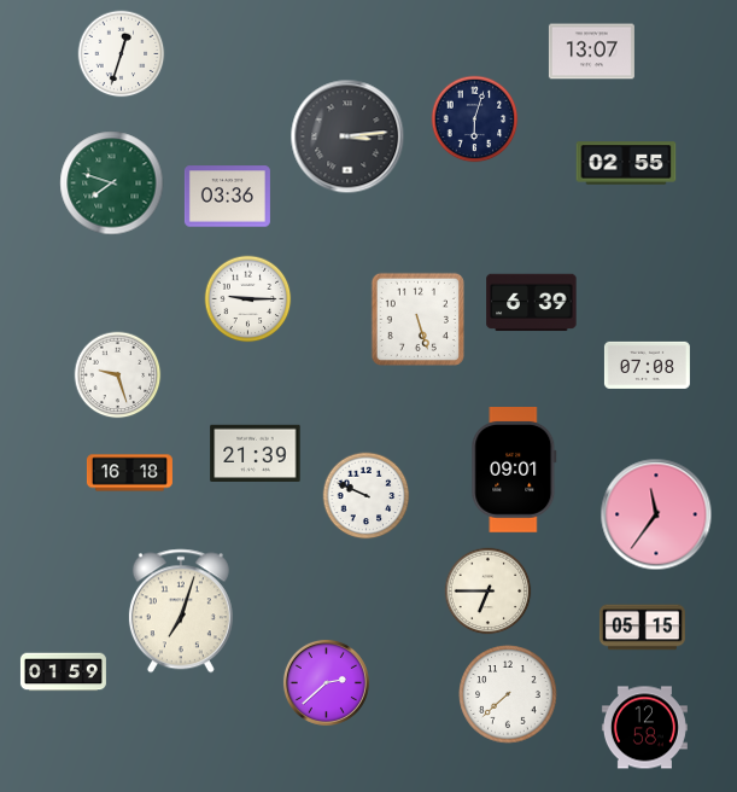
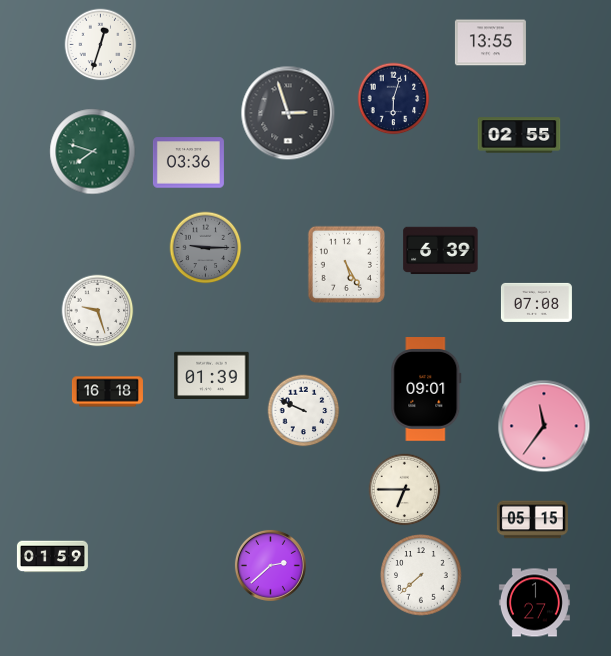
clock at (591, 52): 13:07 -> 13:55
clock at (347, 136): 3:14 -> 2:57
clock at (248, 299) dial: white -> grey
clock at (417, 319): 5:27 -> 5:25
clock at (256, 454): 21:39 -> 01:39
clock at (181, 611): 7:03 -> none
clock at (644, 728): 12:58 -> 1:27
